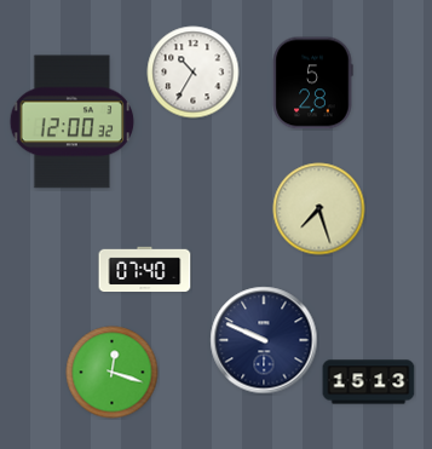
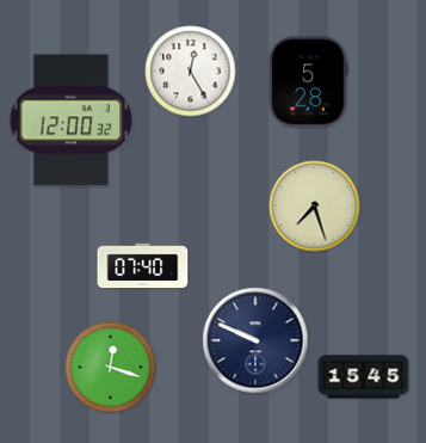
clock at (194, 73): 10:35 -> 12:25
clock at (264, 340) position: (264, 340) -> (255, 340)
clock at (369, 382): 15:13 -> 15:45
